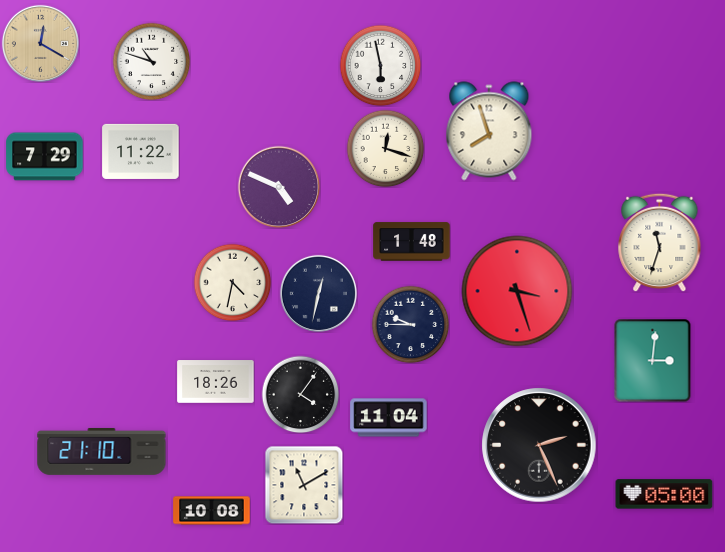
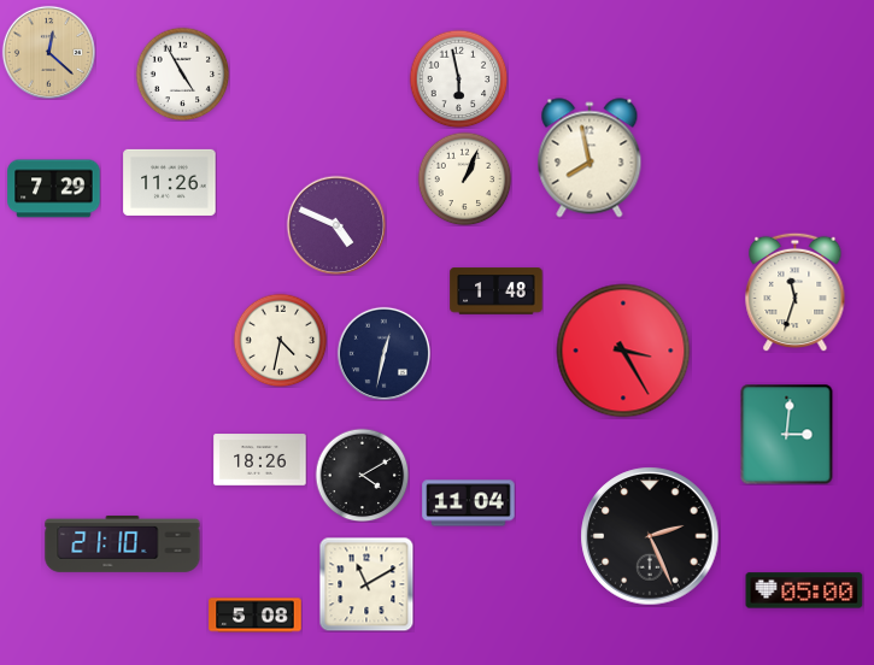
clock at (40, 43): 12:20 -> 12:22
clock at (151, 61): 10:48 -> 4:55
clock at (489, 131): 7:57 -> 7:58
clock at (385, 148): 12:18 -> 1:04
clock at (141, 151): 11:22 -> 11:26
clock at (517, 291): 3:27 -> 3:25
clock at (410, 324): 9:45 -> none
clock at (300, 394): 4:06 -> 4:10
clock at (664, 494) position: (664, 494) -> (804, 590)
clock at (212, 511): 10:08 -> 5:08
